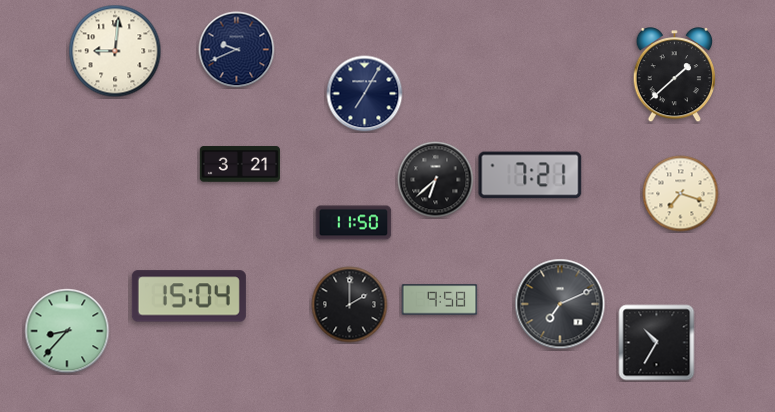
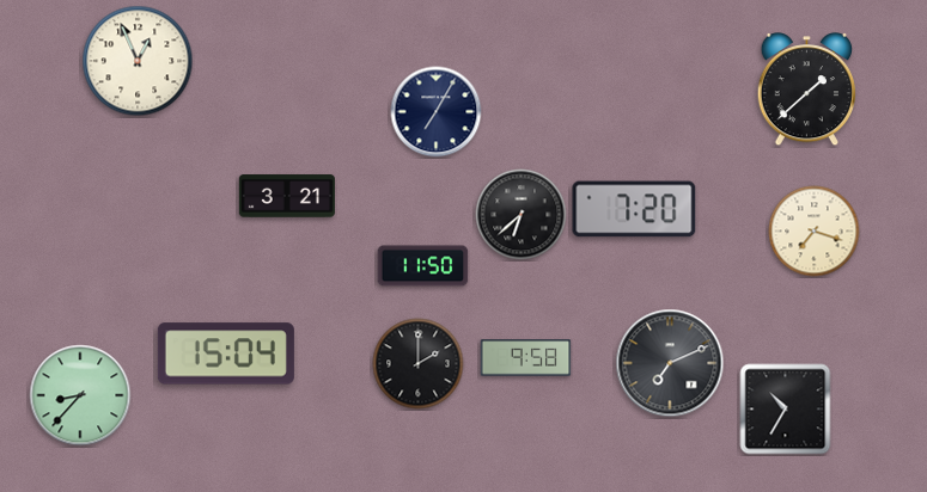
clock at (237, 50): 9:41 -> none
clock at (115, 51): 9:01 -> 12:56
clock at (530, 175): 7:21 -> 7:20
